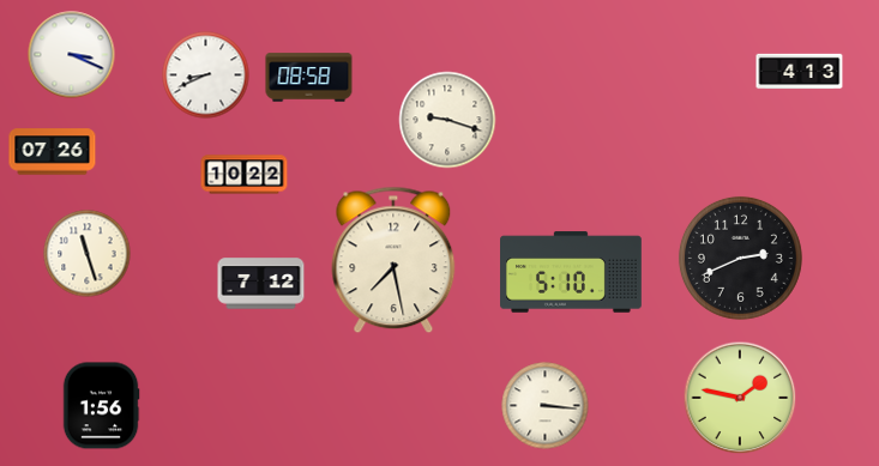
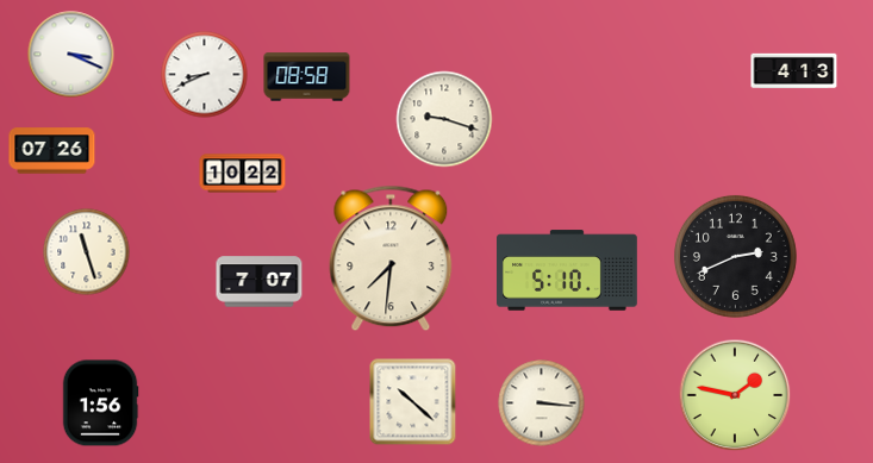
clock at (393, 260): 7:28 -> 7:31
clock at (261, 284): 7:12 -> 7:07
clock at (413, 402): none -> 10:22
